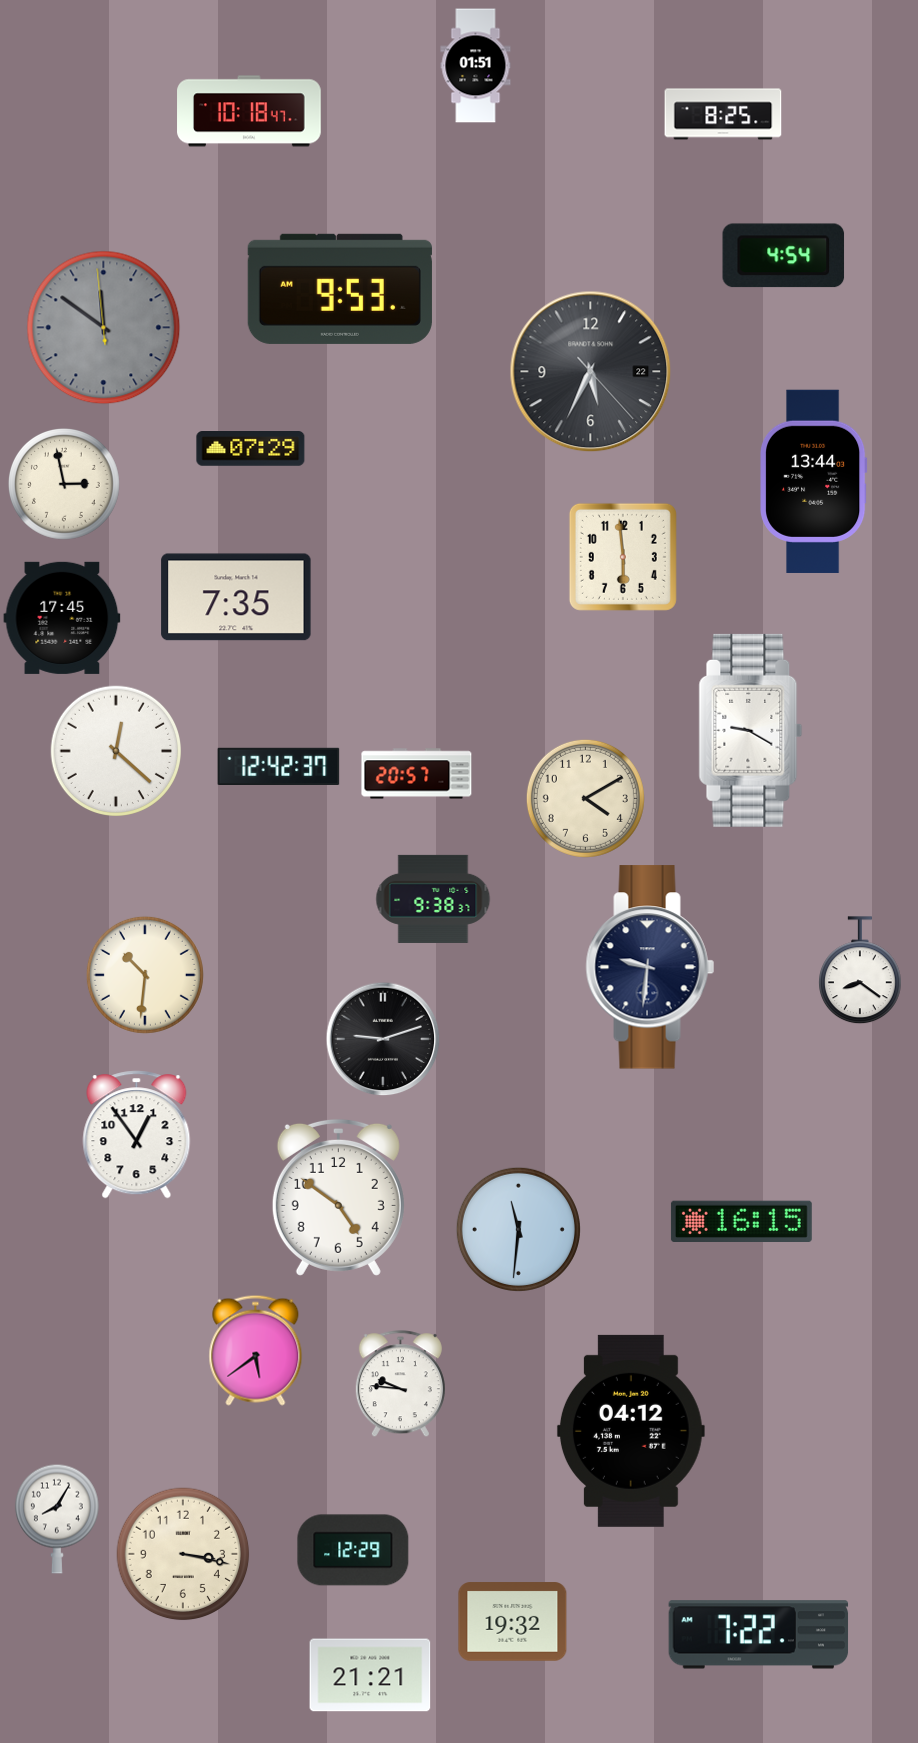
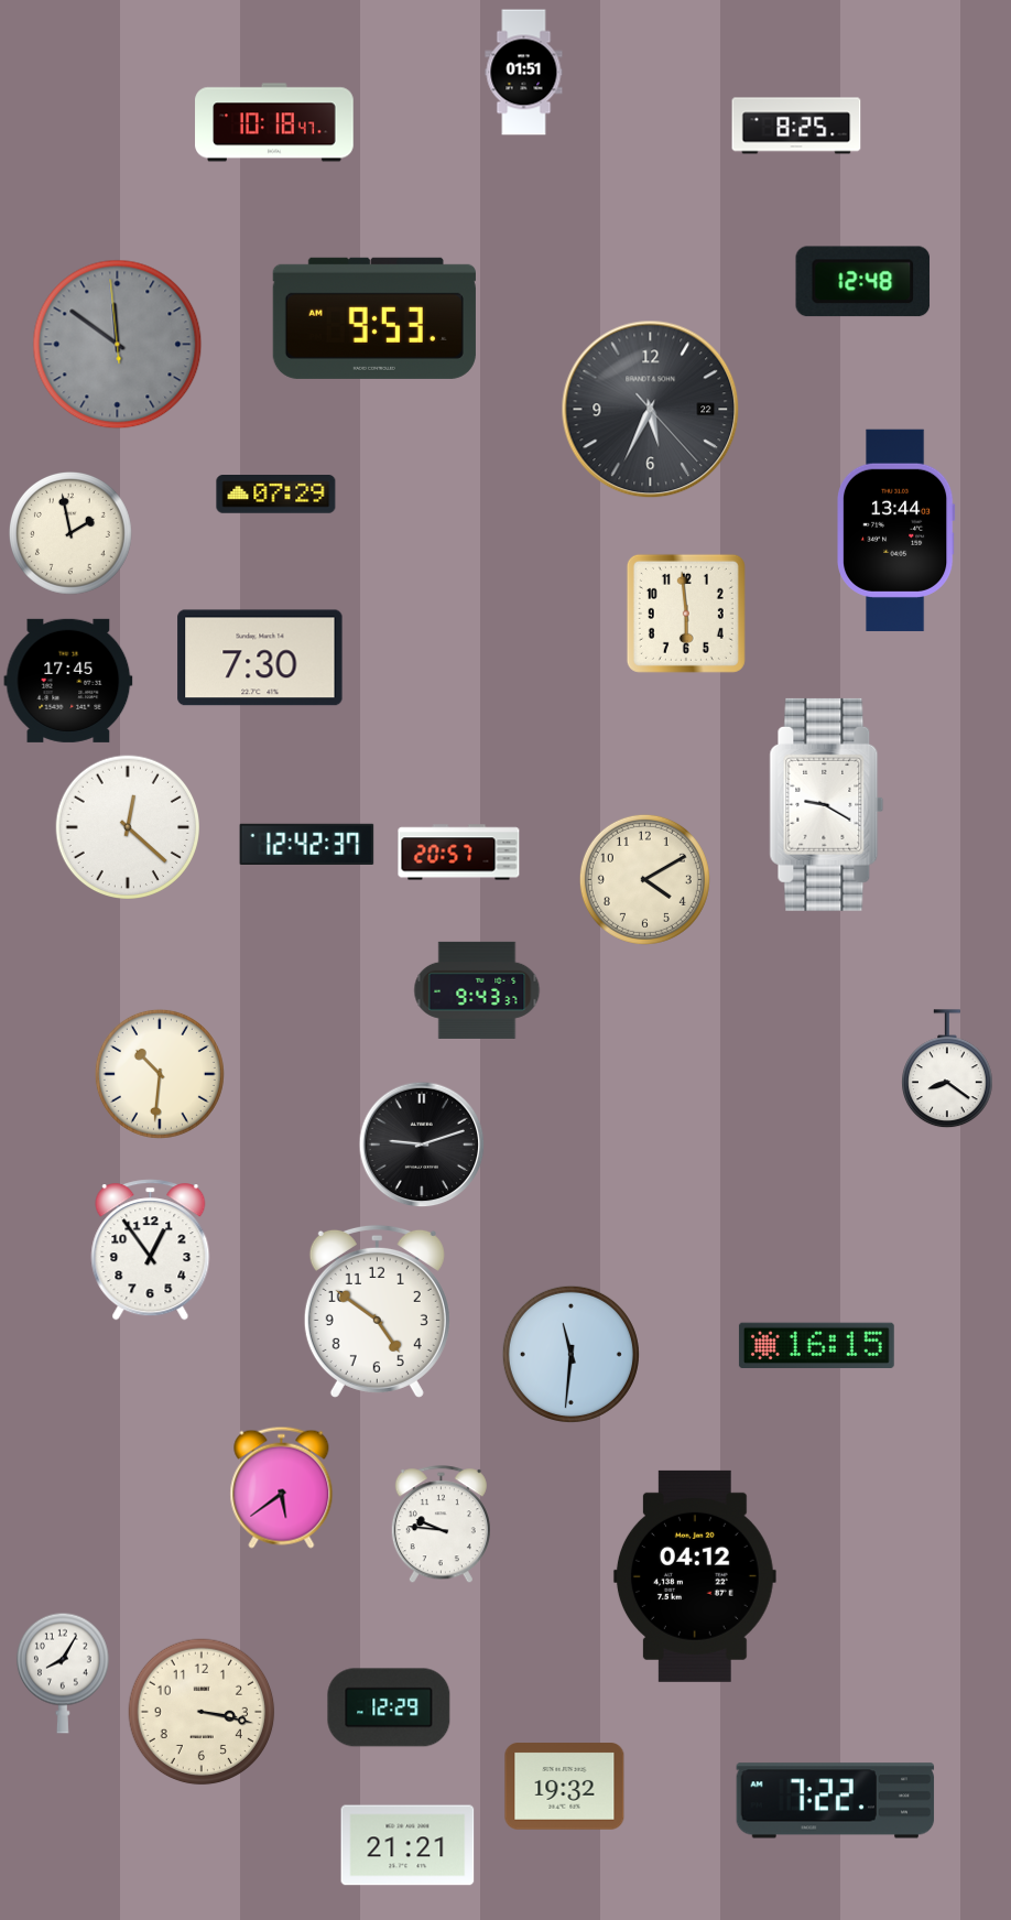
clock at (784, 256): 4:54 -> 12:48
clock at (104, 328) position: (104, 328) -> (118, 345)
clock at (64, 484): 2:58 -> 1:58
clock at (236, 597): 7:35 -> 7:30
clock at (433, 899): 9:38 -> 9:43
clock at (650, 967): 9:31 -> none
clock at (338, 1197) position: (338, 1197) -> (377, 1311)
